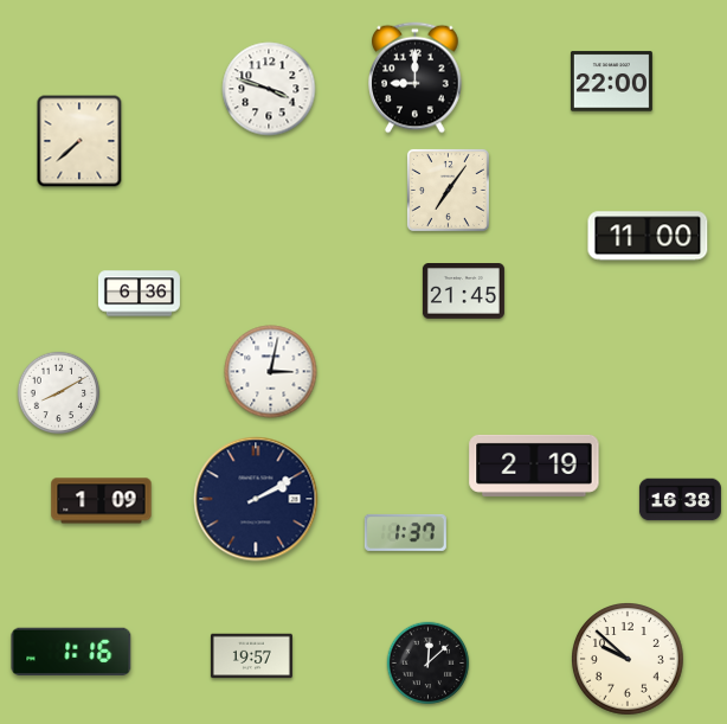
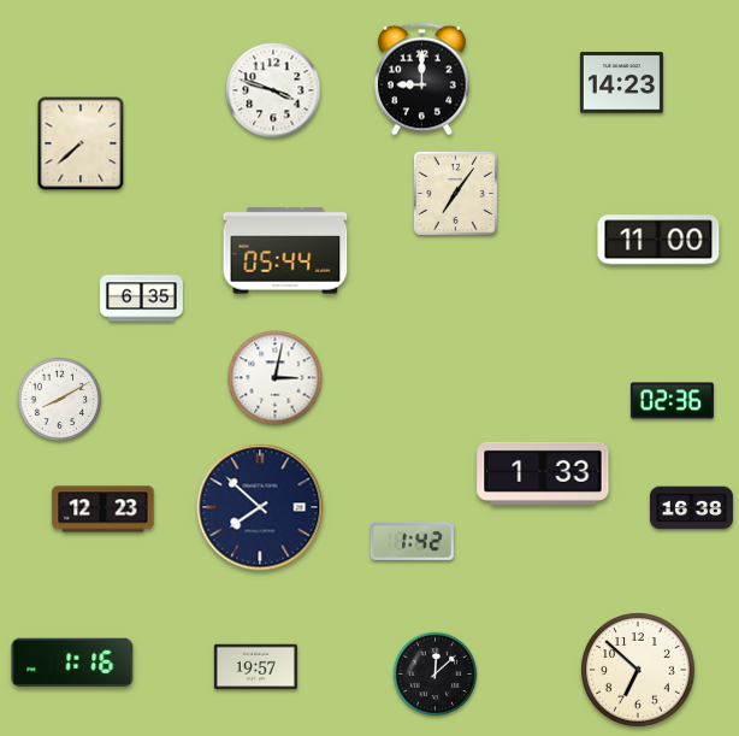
clock at (611, 82): 22:00 -> 14:23
clock at (285, 251): none -> 05:44
clock at (463, 291): 21:45 -> none
clock at (139, 294): 6:36 -> 6:35
clock at (672, 401): none -> 02:36
clock at (534, 466): 2:19 -> 1:33
clock at (256, 499): 2:10 -> 7:52
clock at (102, 501): 1:09 -> 12:23
clock at (405, 532): 1:37 -> 1:42
clock at (629, 660): 9:52 -> 6:52
